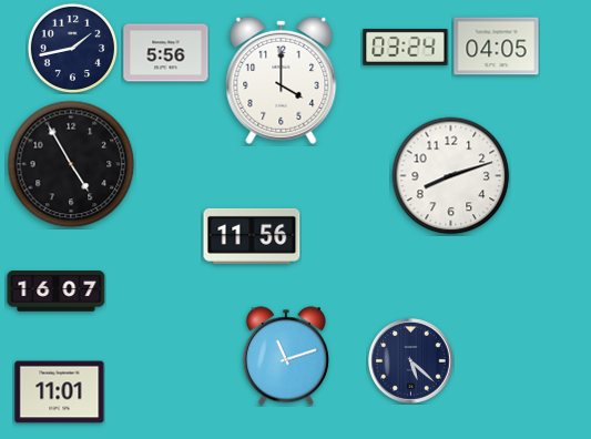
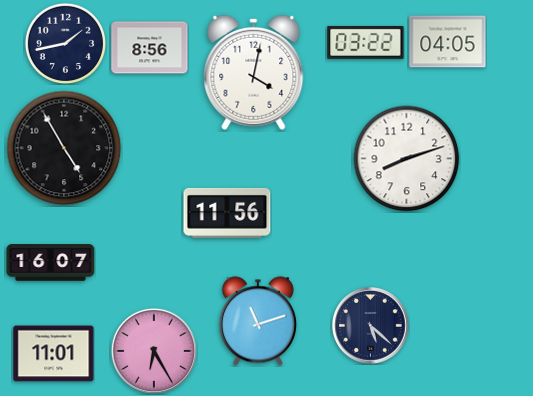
clock at (406, 47): 03:24 -> 03:22
clock at (166, 53): 5:56 -> 8:56
clock at (282, 80): 4:00 -> 4:02
clock at (154, 351): none -> 6:25
